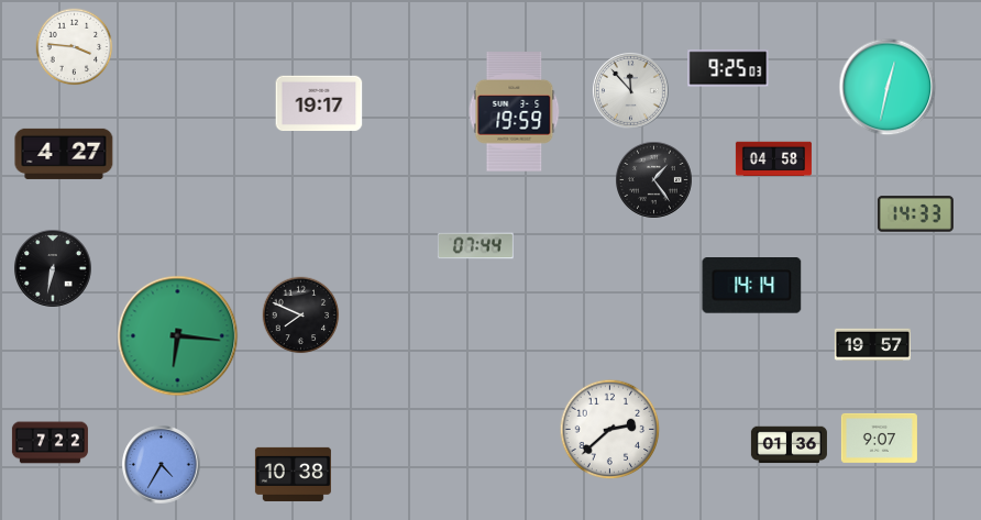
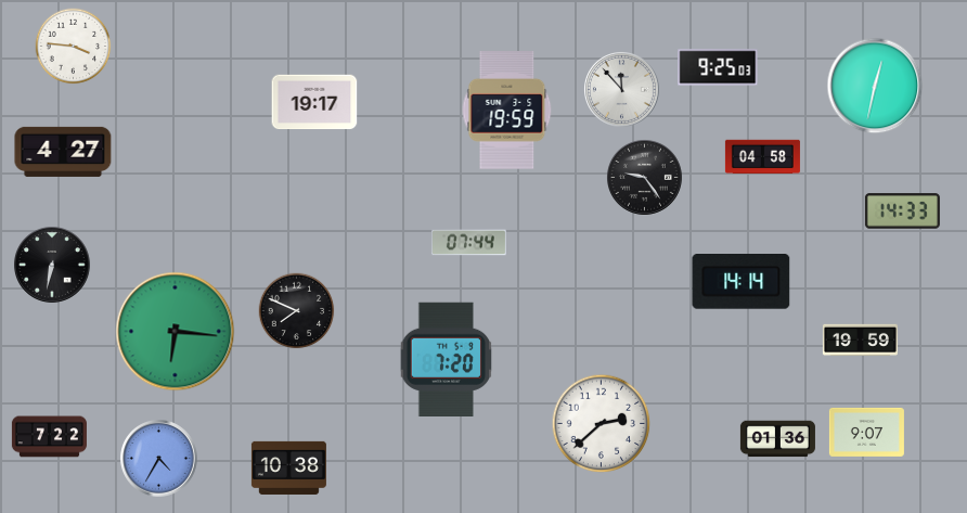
clock at (654, 180): 1:24 -> 9:24
clock at (872, 345): 19:57 -> 19:59
clock at (447, 359): none -> 7:20
